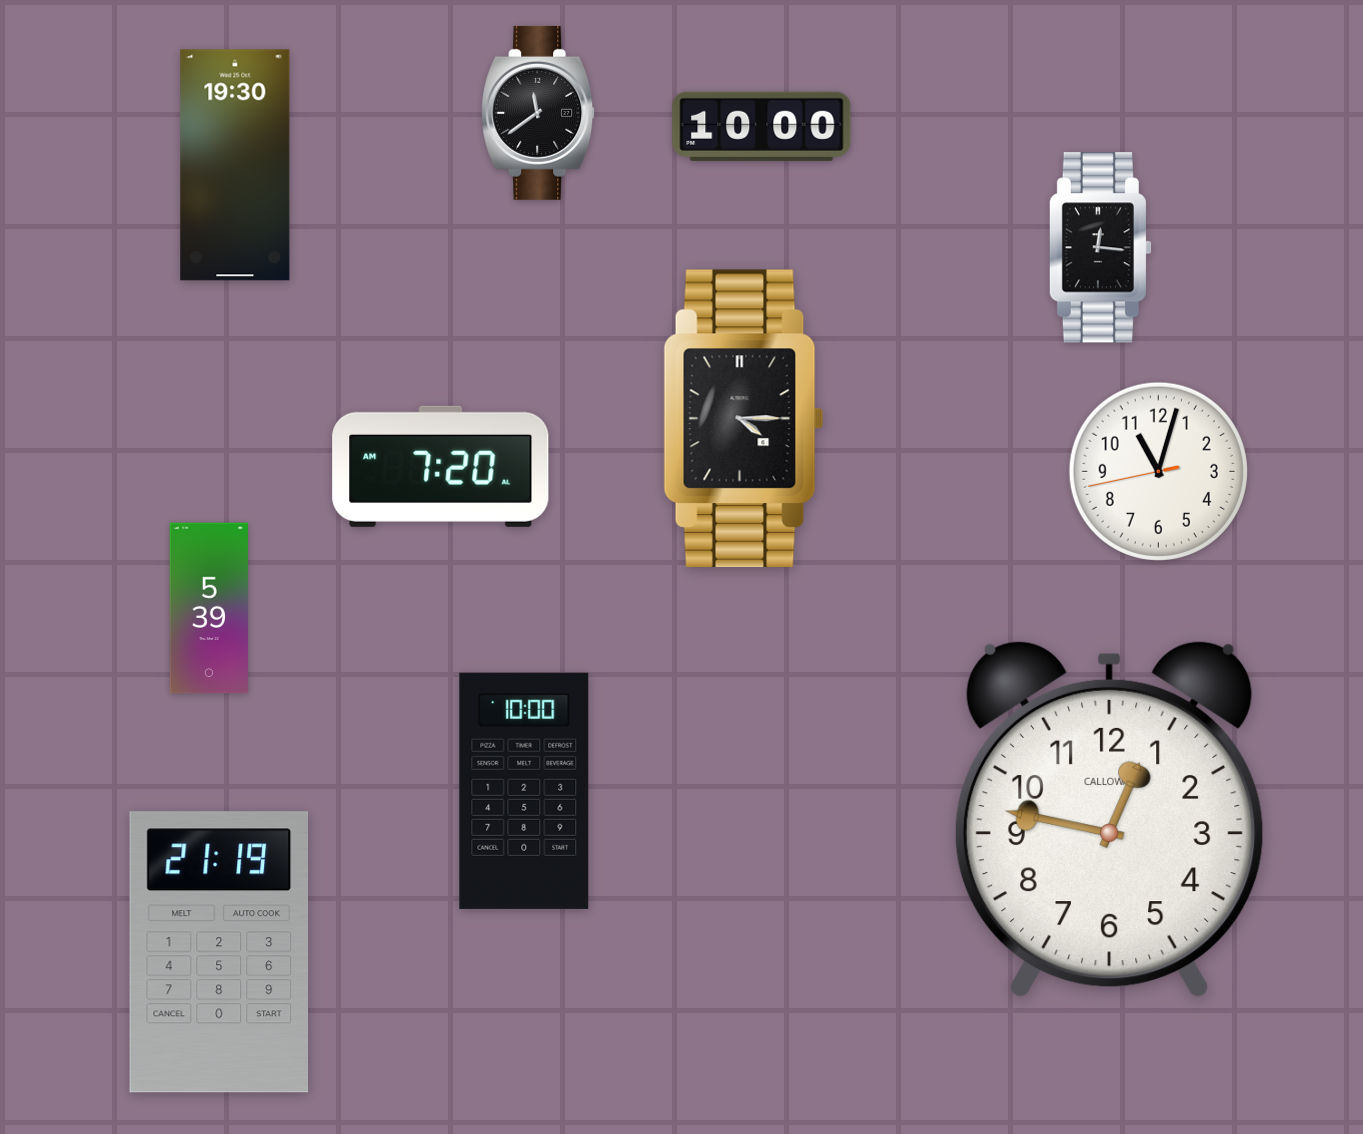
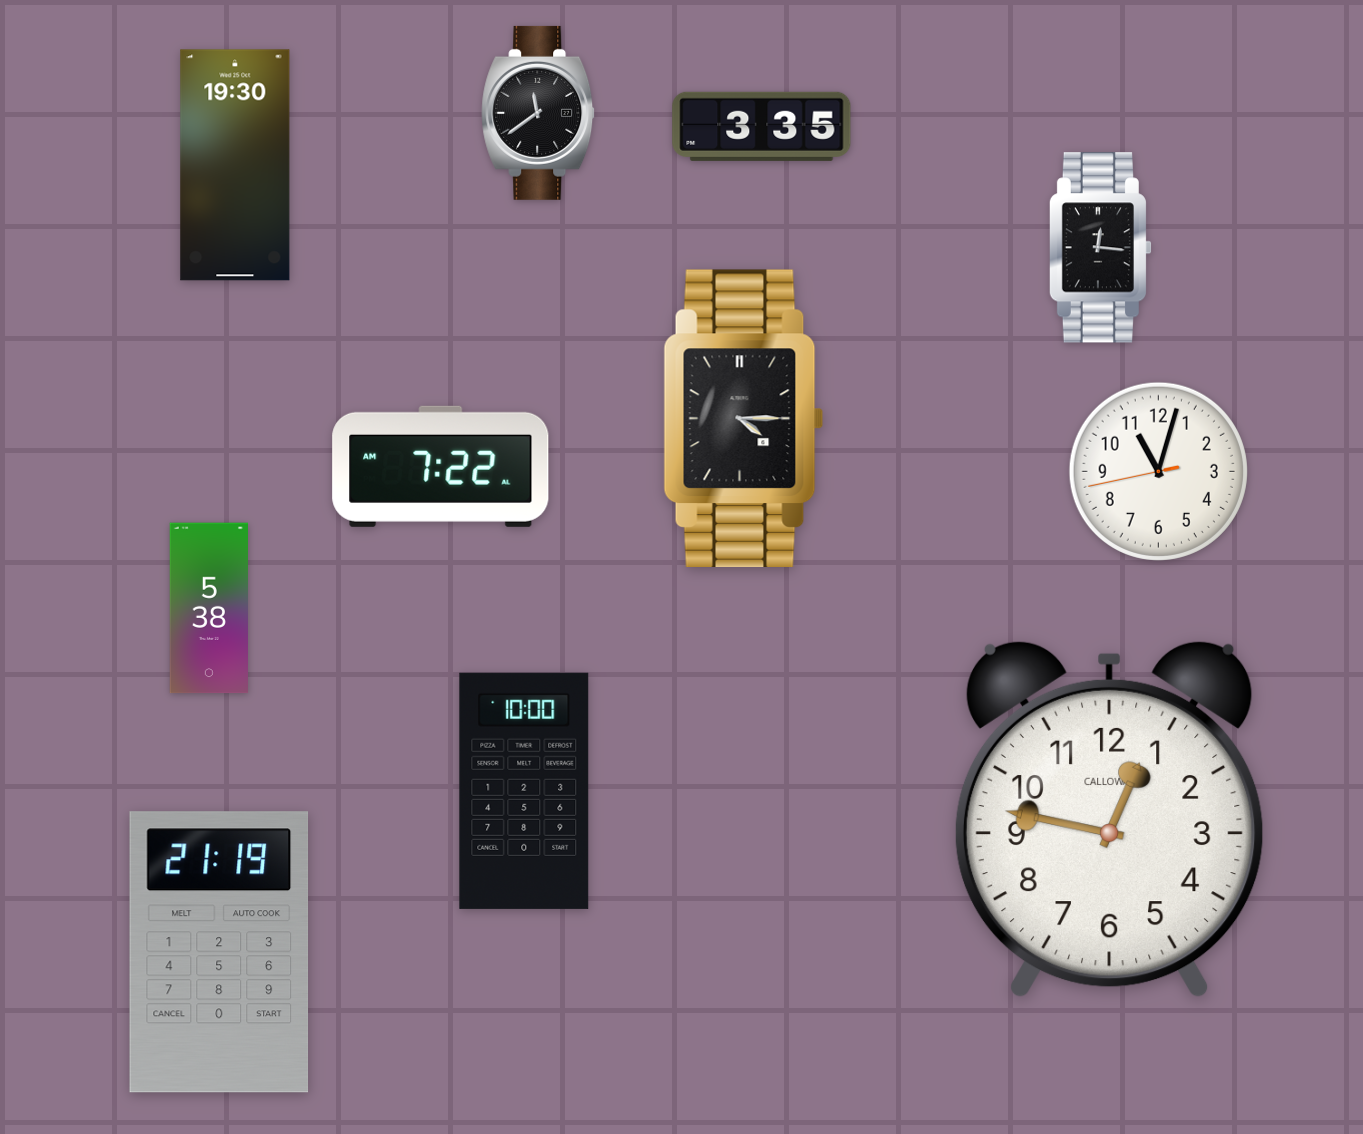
clock at (762, 126): 10:00 -> 3:35
clock at (441, 466): 7:20 -> 7:22
clock at (209, 608): 5:39 -> 5:38
